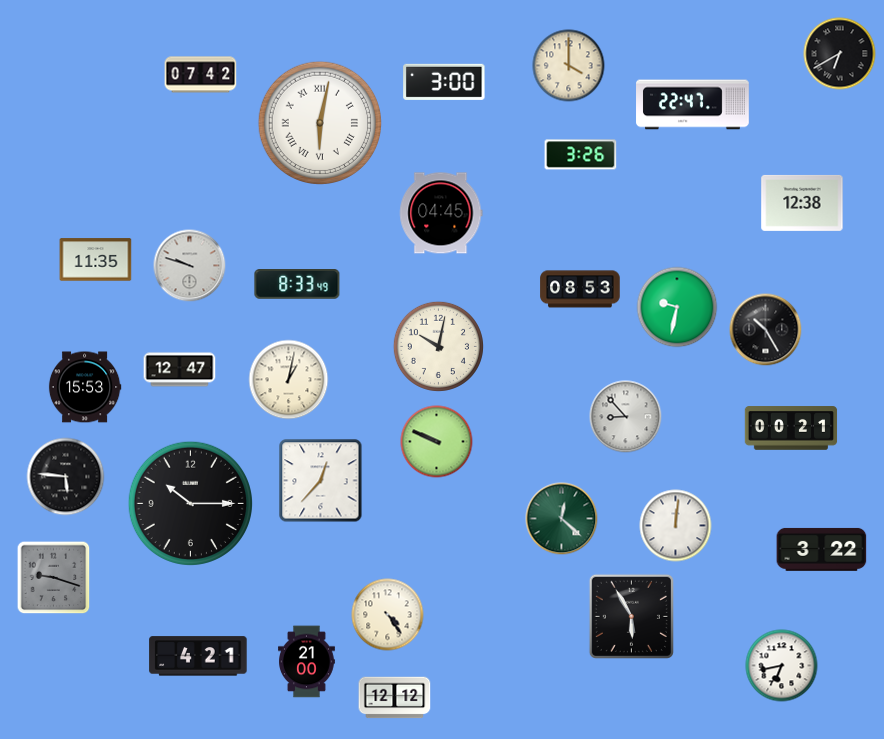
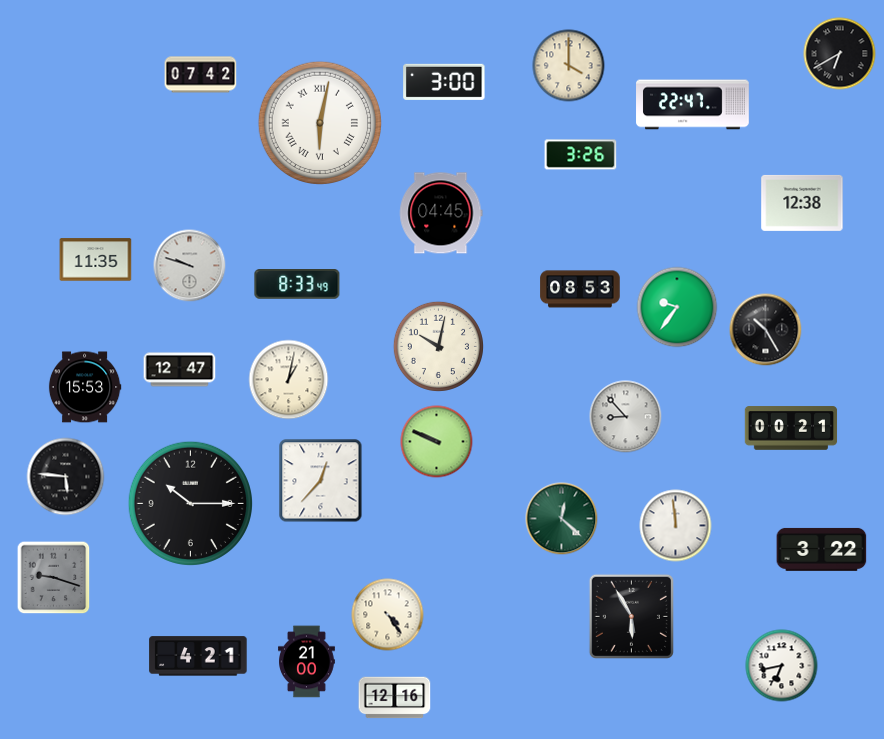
clock at (677, 307): 9:32 -> 9:36
clock at (676, 526): 12:01 -> 11:59
clock at (395, 698): 12:12 -> 12:16
